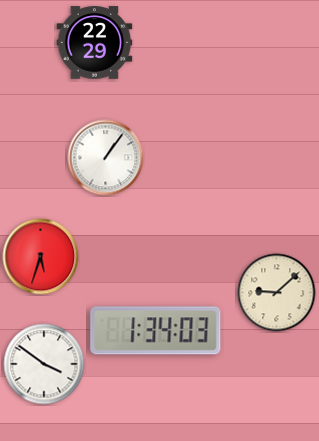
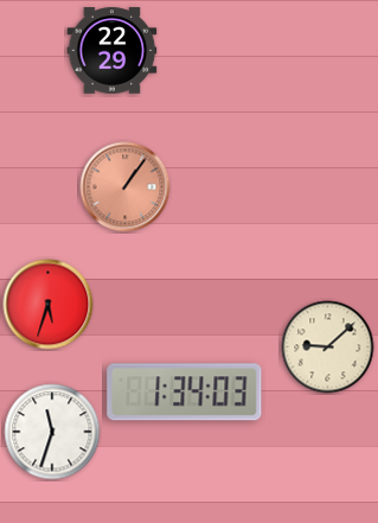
clock at (106, 158) dial: white -> salmon
clock at (44, 364): 3:51 -> 11:33
